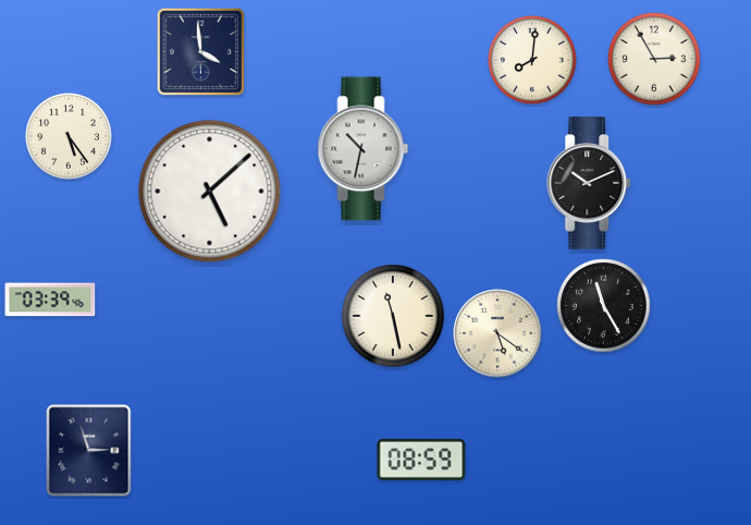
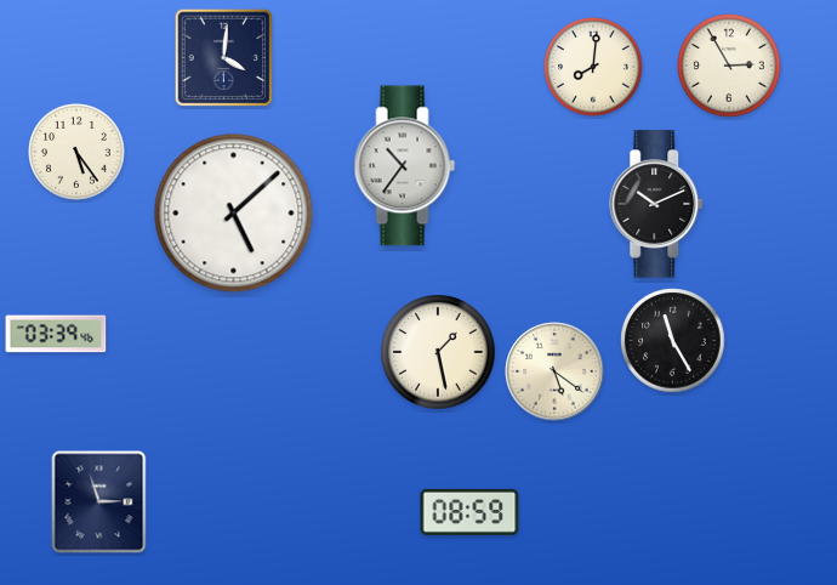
clock at (200, 51): 3:59 -> 4:01
clock at (364, 149): 10:32 -> 10:36
clock at (393, 316): 11:28 -> 1:28
